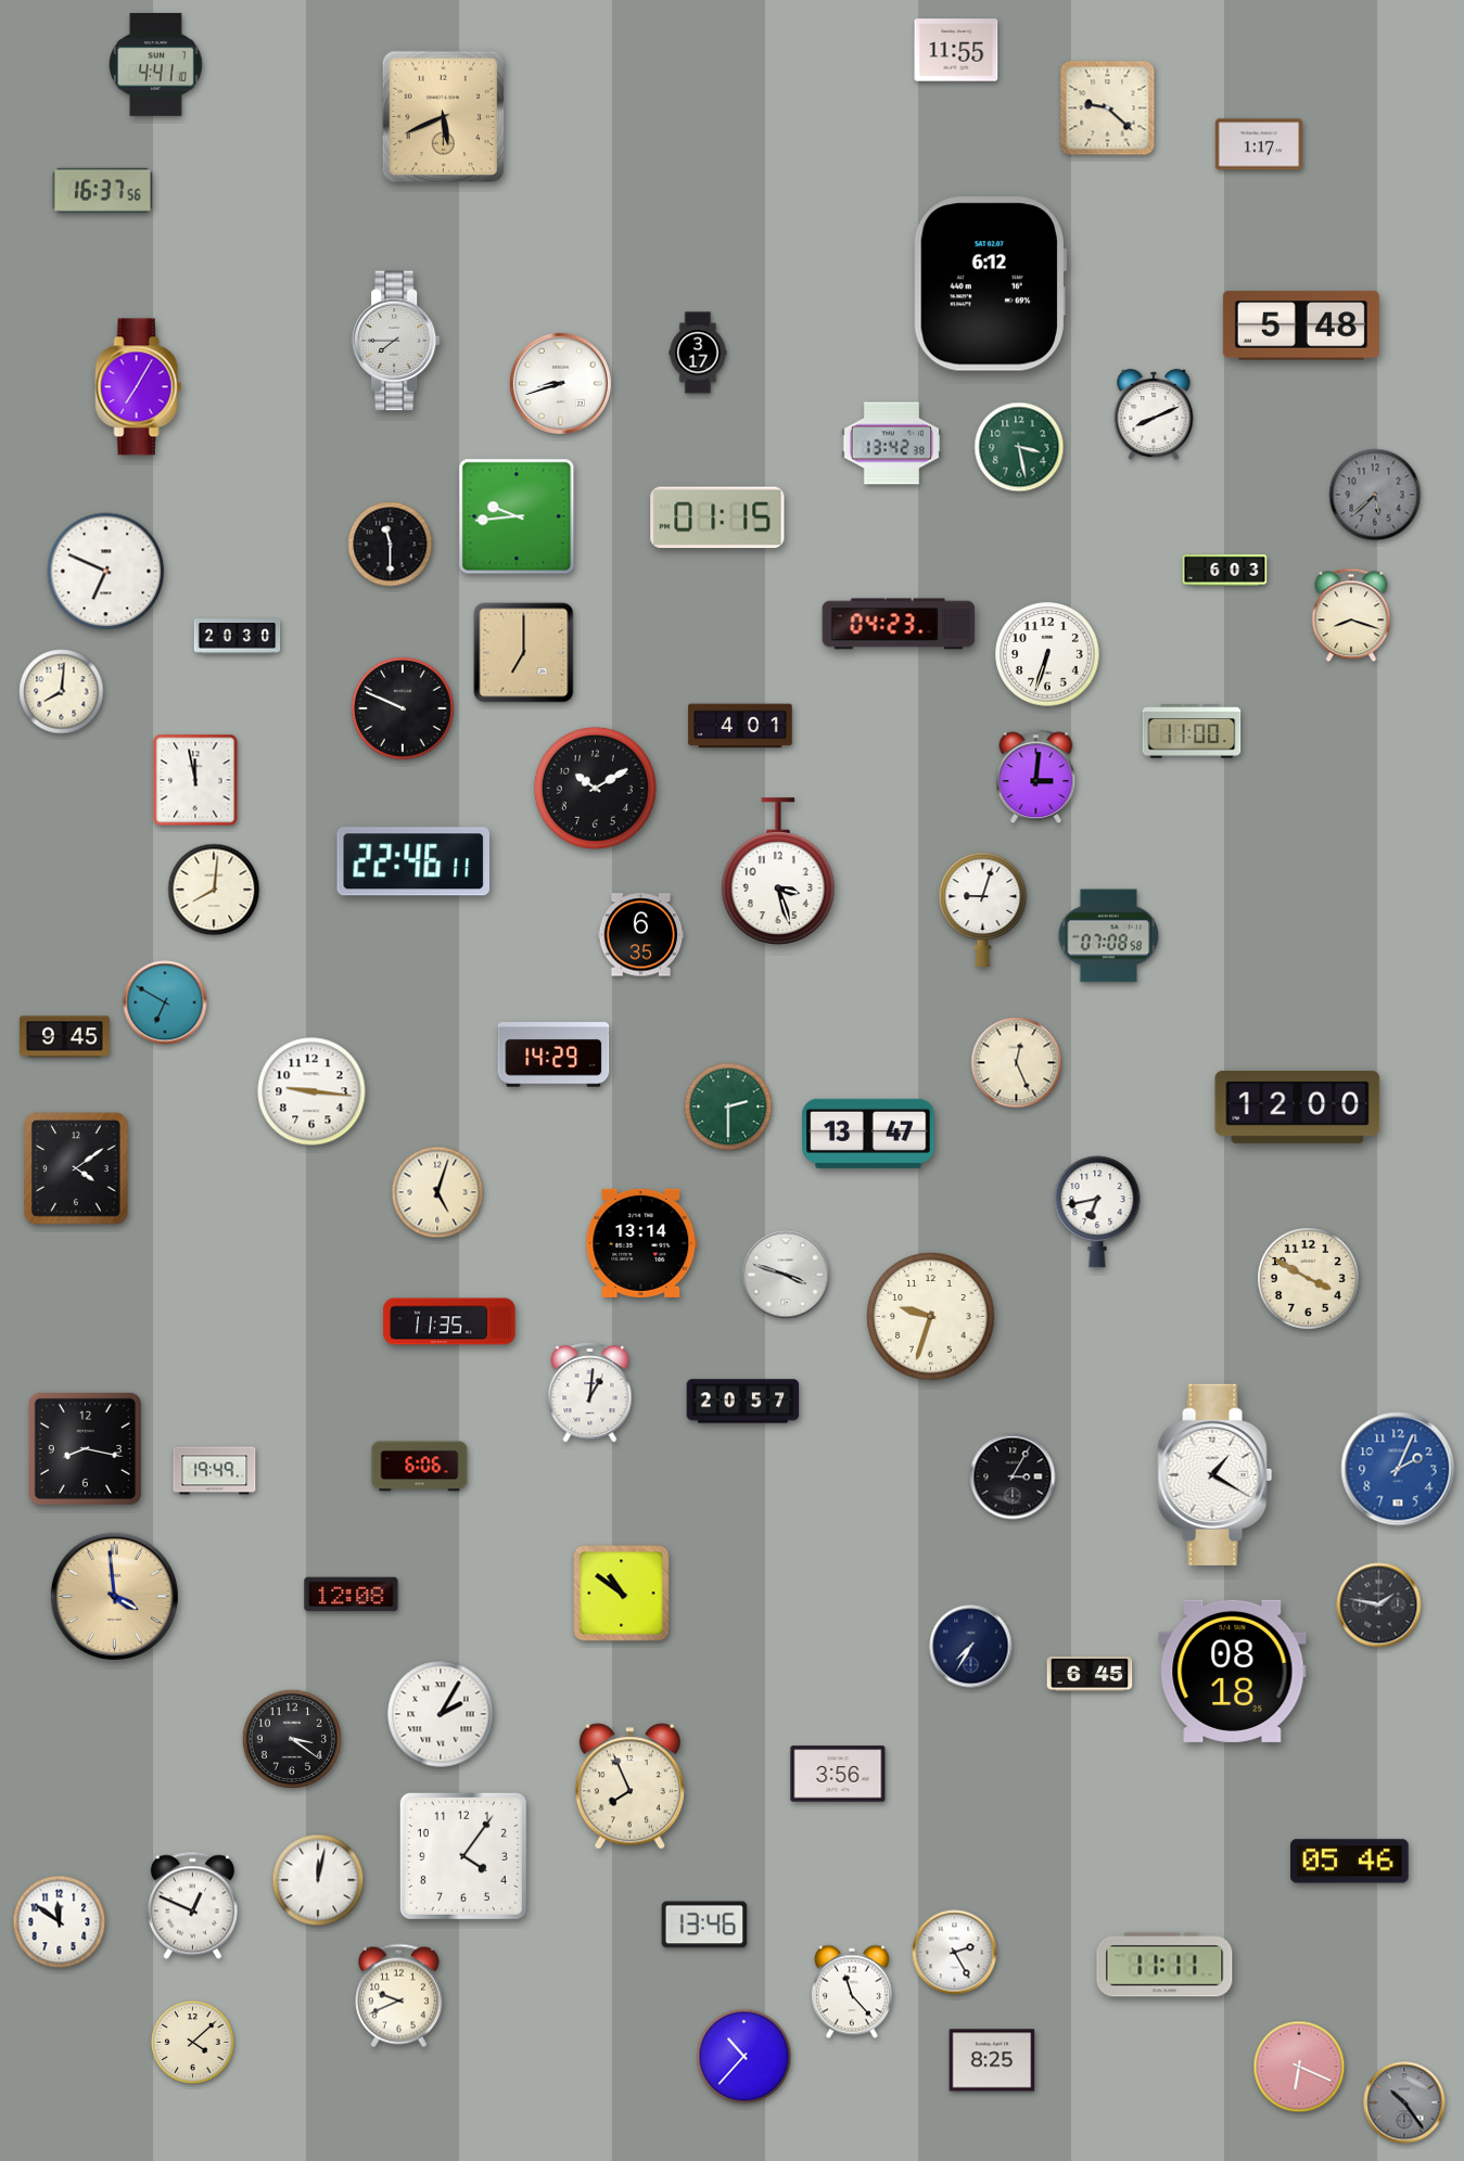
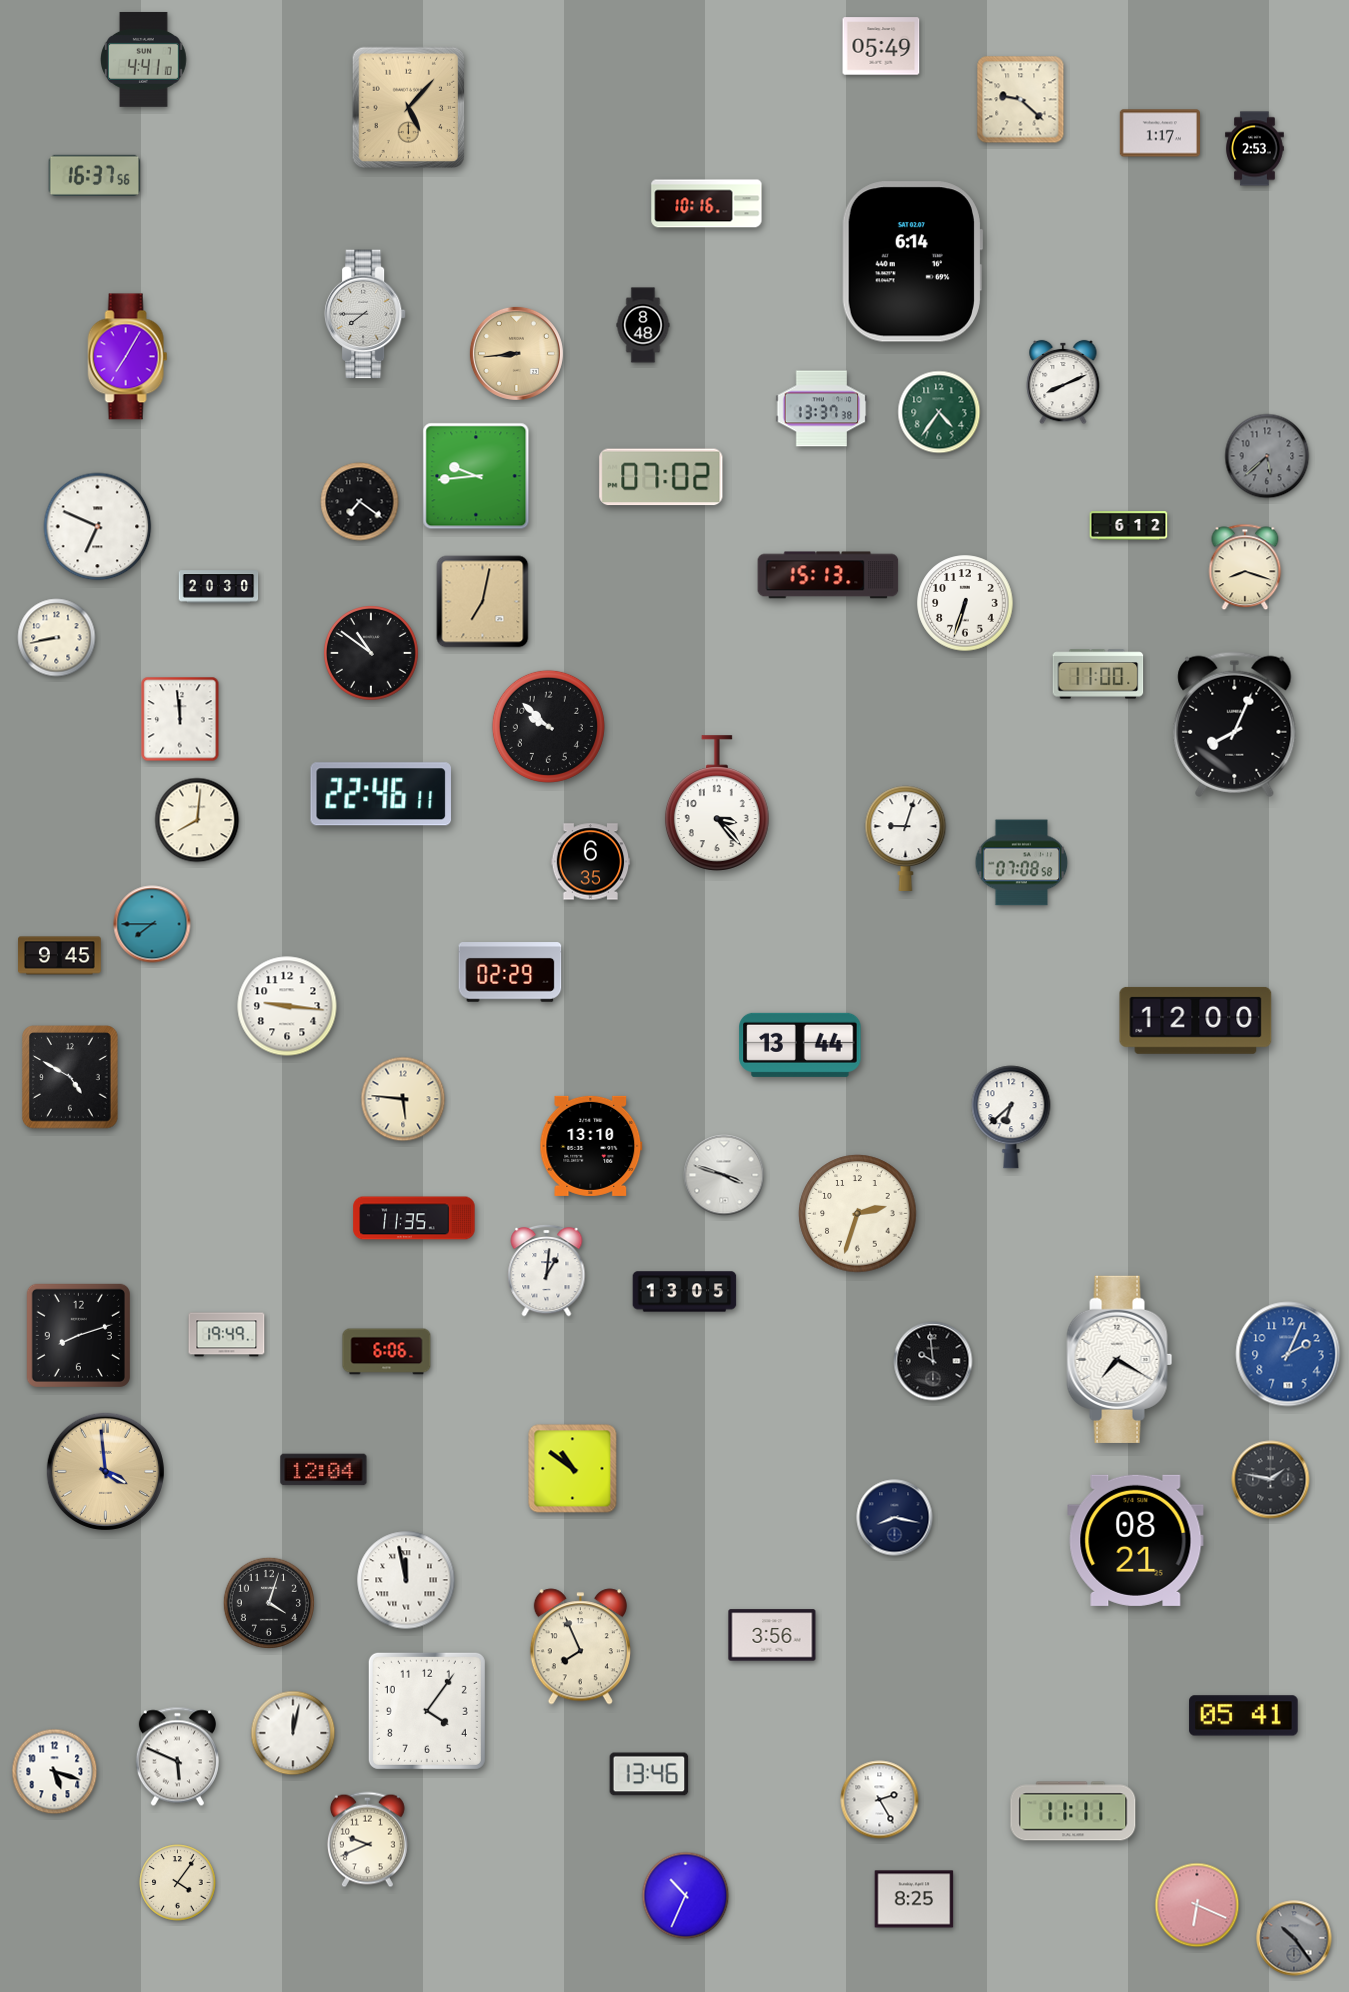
clock at (956, 50): 11:55 -> 05:49
clock at (444, 117): 5:41 -> 5:07
clock at (1255, 149): none -> 2:53
clock at (707, 204): none -> 10:16
clock at (990, 284): 6:12 -> 6:14
clock at (1301, 325): 5:48 -> none
clock at (698, 353): 3:17 -> 8:48
clock at (560, 383): 8:42 -> 8:44
clock at (560, 383) dial: white -> champagne
clock at (892, 444): 13:42 -> 13:37
clock at (1019, 447): 3:28 -> 4:36
clock at (717, 517): 01:15 -> 07:02
clock at (391, 545): 11:30 -> 7:21
clock at (1225, 571): 6:03 -> 6:12
clock at (899, 624): 04:23 -> 15:13
clock at (524, 653): 7:00 -> 7:02
clock at (62, 692): 8:01 -> 8:43
clock at (404, 709): 9:49 -> 10:51
clock at (740, 726): 4:01 -> none
clock at (1036, 777): 3:01 -> none
clock at (195, 780): 11:58 -> 11:59
clock at (1235, 724): none -> 8:04
clock at (595, 788): 10:10 -> 9:52
clock at (778, 871): 3:27 -> 3:23
clock at (165, 1002): 6:50 -> 7:45
clock at (553, 1054): 14:29 -> 02:29
clock at (1017, 1063): 12:26 -> none
clock at (728, 1107): 2:30 -> none
clock at (868, 1134): 13:47 -> 13:44
clock at (77, 1168): 4:09 -> 4:50
clock at (437, 1192): 5:03 -> 5:46
clock at (1097, 1212): 6:43 -> 6:38
clock at (641, 1243): 13:14 -> 13:10
clock at (1308, 1278): 3:50 -> none
clock at (931, 1317): 9:33 -> 2:33
clock at (590, 1392) position: (590, 1392) -> (547, 1270)
clock at (743, 1402): 20:57 -> 13:05
clock at (85, 1448): 8:17 -> 8:12
clock at (215, 1471) position: (215, 1471) -> (227, 1335)
clock at (1215, 1474): 1:20 -> 7:20
clock at (1013, 1476): 3:05 -> 9:59
clock at (352, 1595): 12:08 -> 12:04
clock at (971, 1647): 7:35 -> 8:17
clock at (1233, 1671): 08:18 -> 08:21
clock at (1090, 1674): 6:45 -> none
clock at (441, 1714): 2:05 -> 11:58
clock at (292, 1739): 3:21 -> 4:03
clock at (1350, 1862): 05:46 -> 05:41
clock at (192, 1906): 12:49 -> 5:49
clock at (60, 1922): 11:51 -> 5:18
clock at (852, 1992): 11:23 -> none
clock at (193, 2043): 4:08 -> 4:06
clock at (744, 2057): 10:37 -> 10:34
